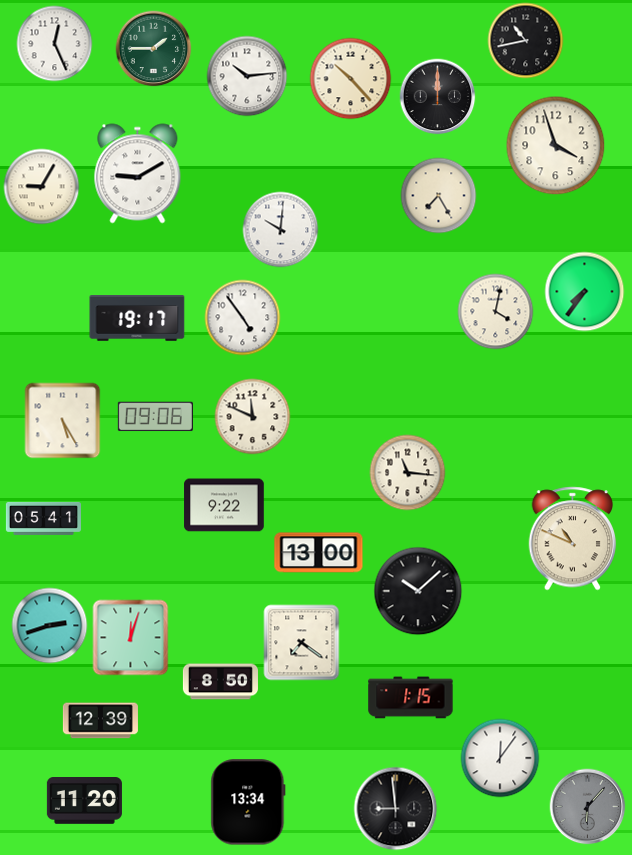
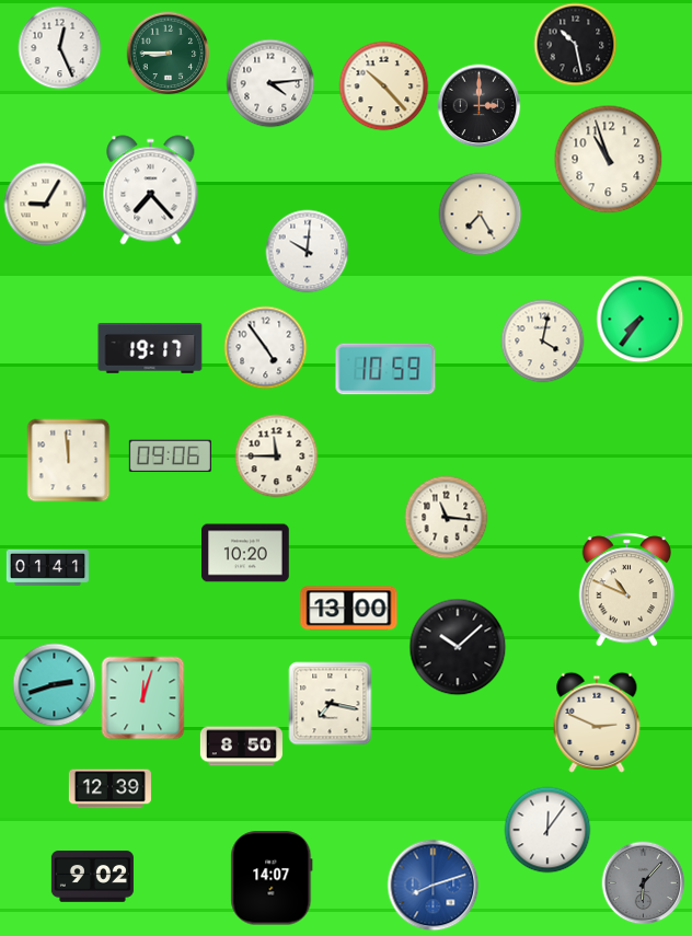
clock at (526, 41): 10:43 -> 10:28
clock at (154, 49): 1:45 -> 8:45
clock at (247, 76): 10:14 -> 4:14
clock at (438, 97): 12:00 -> 3:00
clock at (556, 146): 3:57 -> 10:57
clock at (138, 174): 9:10 -> 7:23
clock at (385, 369): none -> 10:59
clock at (253, 417): 11:49 -> 11:45
clock at (63, 421): 5:25 -> 11:59
clock at (224, 505): 9:22 -> 10:20
clock at (43, 518): 05:41 -> 01:41
clock at (319, 553) position: (319, 553) -> (349, 609)
clock at (302, 643): 7:21 -> 7:17
clock at (597, 723): none -> 2:49
clock at (411, 698): 1:15 -> none
clock at (84, 801): 11:20 -> 9:02
clock at (248, 802): 13:34 -> 14:07
clock at (396, 809): 8:59 -> 8:12
clock at (396, 809) dial: black -> blue
